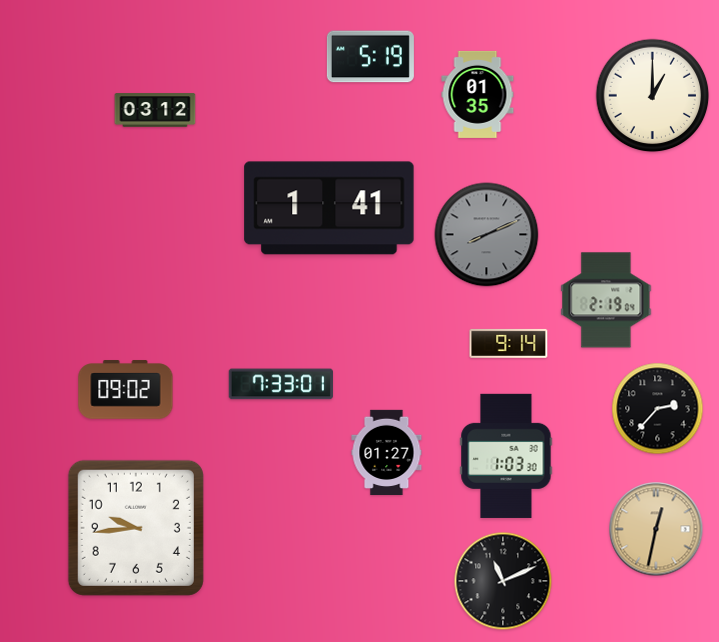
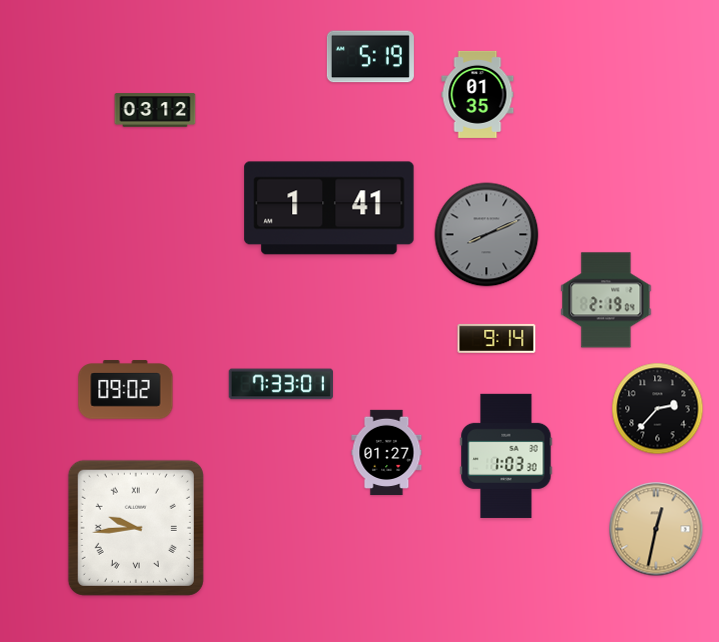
clock at (653, 96): 1:00 -> none
clock at (509, 343) position: (509, 343) -> (497, 338)
clock at (136, 528) numerals: Arabic -> Roman
clock at (503, 581): 11:11 -> none
